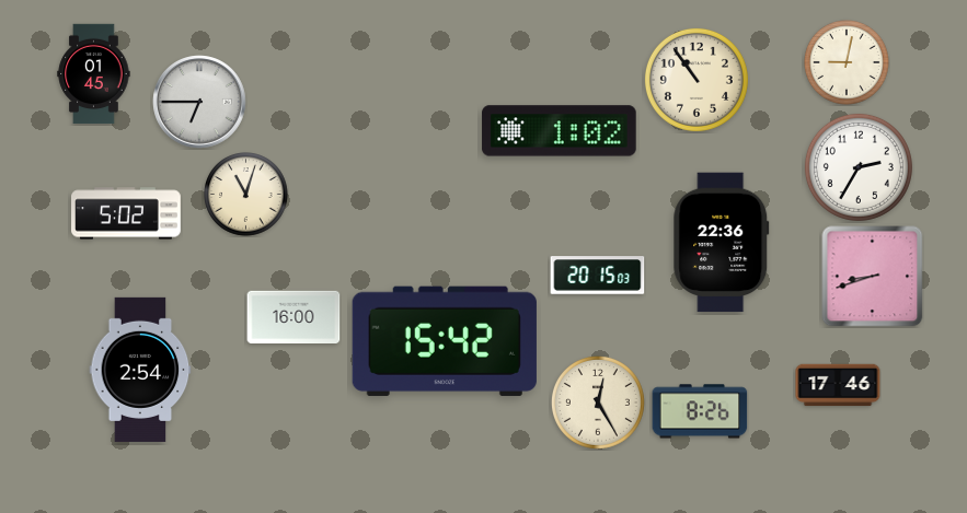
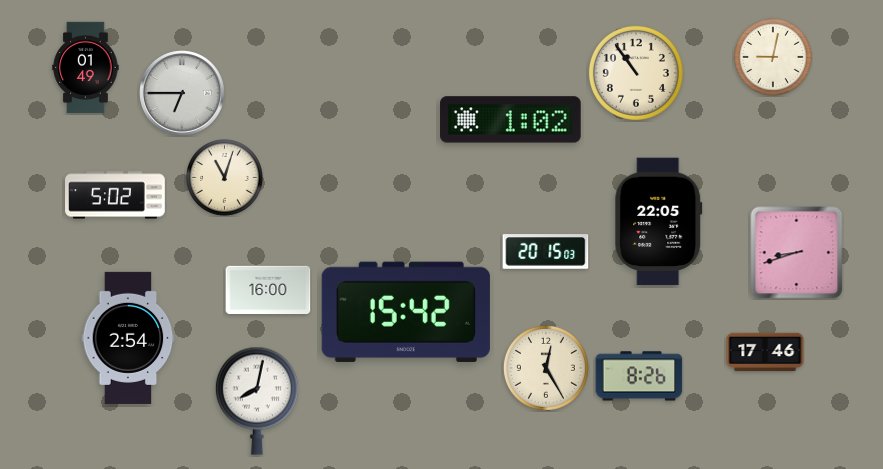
clock at (94, 74): 01:45 -> 01:49
clock at (859, 167): 2:35 -> none
clock at (722, 243): 22:36 -> 22:05
clock at (257, 401): none -> 8:02
